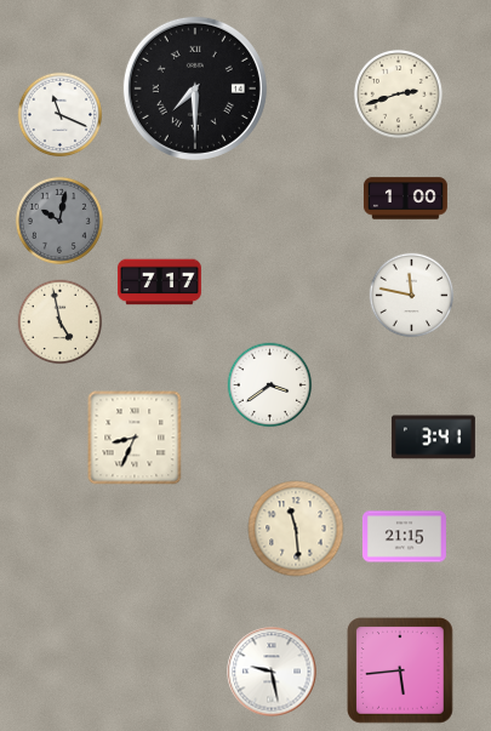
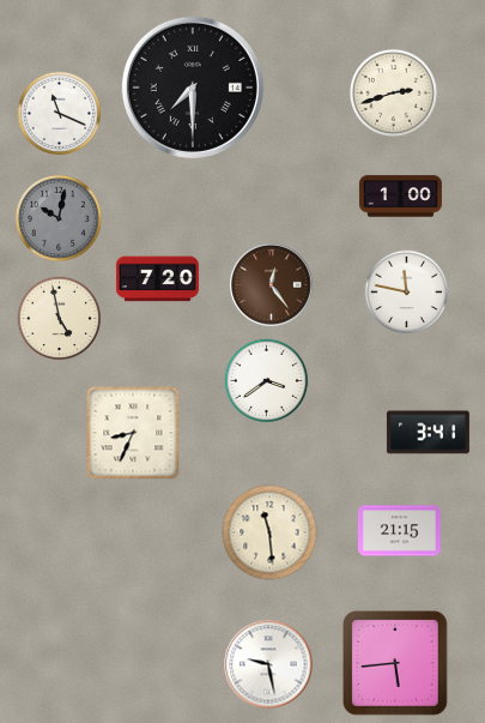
clock at (159, 282): 7:17 -> 7:20
clock at (272, 285): none -> 12:24
clock at (296, 529) position: (296, 529) -> (269, 532)
